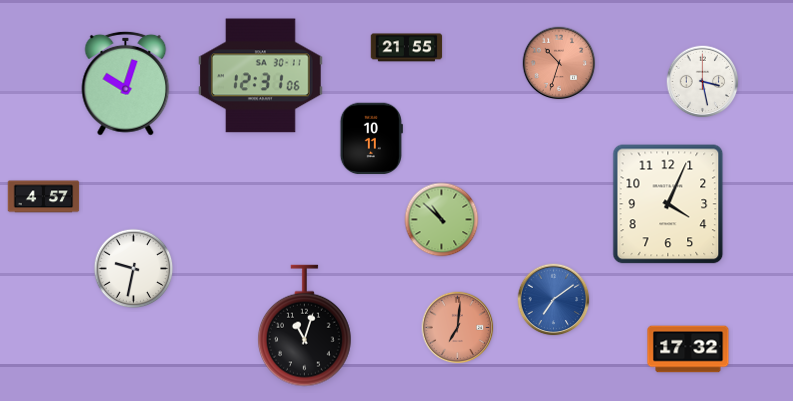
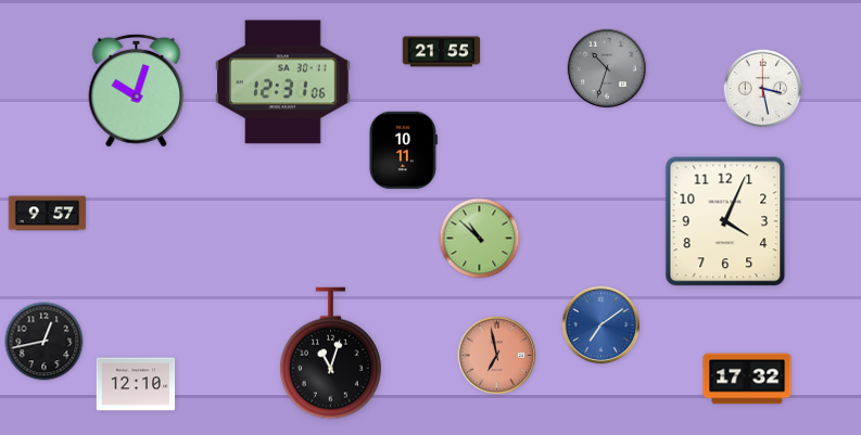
clock at (559, 63) dial: salmon -> grey
clock at (44, 197): 4:57 -> 9:57
clock at (134, 269): 9:32 -> none
clock at (45, 342): none -> 12:43
clock at (458, 328): 7:01 -> 6:58
clock at (136, 384): none -> 12:10
